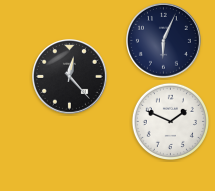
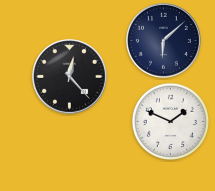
clock at (164, 41): 6:04 -> 6:08
